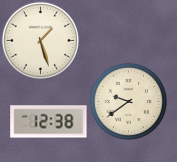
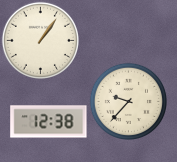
clock at (40, 40): 1:27 -> 1:06
clock at (128, 101): 9:39 -> 9:37
